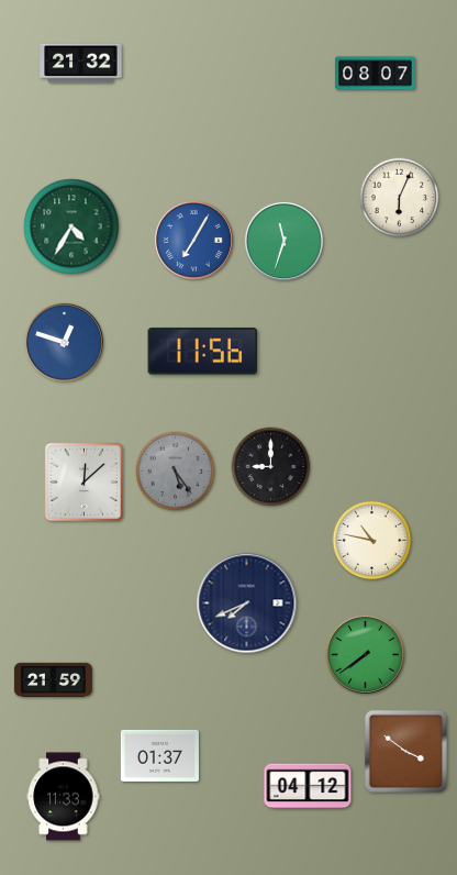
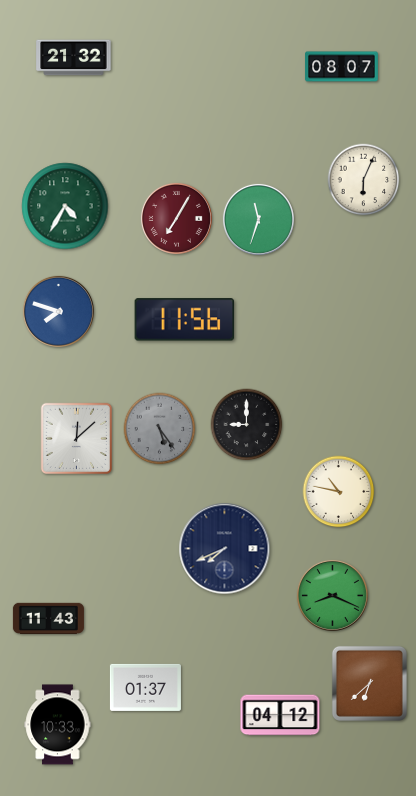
clock at (193, 240) dial: blue -> burgundy
clock at (64, 342): 12:48 -> 7:48
clock at (365, 654): 7:39 -> 8:19
clock at (53, 680): 21:59 -> 11:43
clock at (405, 751): 3:51 -> 6:38
clock at (64, 797): 11:33 -> 10:33
